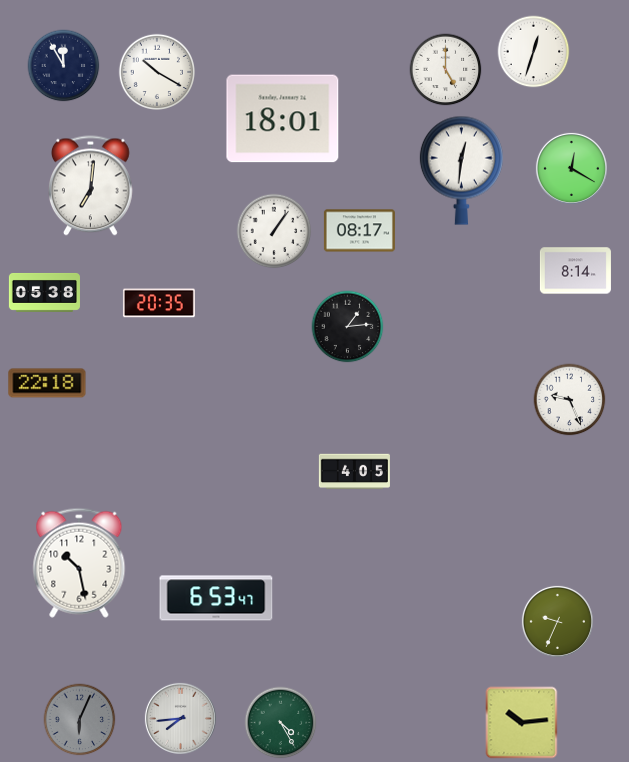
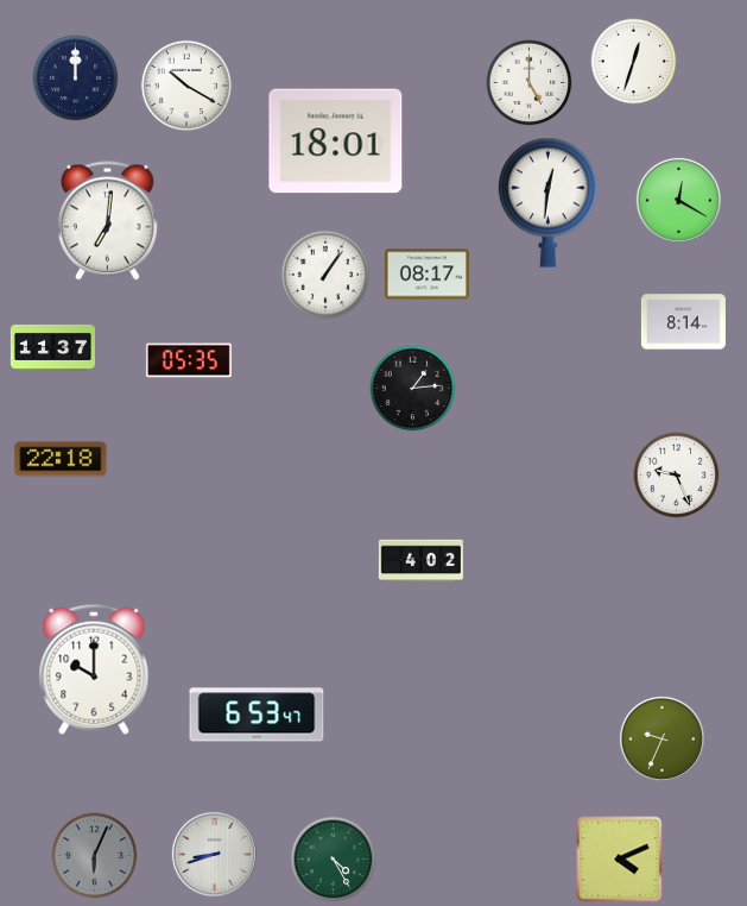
clock at (64, 66): 11:55 -> 12:00
clock at (44, 292): 05:38 -> 11:37
clock at (159, 303): 20:35 -> 05:35
clock at (47, 383) position: (47, 383) -> (61, 459)
clock at (354, 472): 4:05 -> 4:02
clock at (79, 563): 10:28 -> 10:00
clock at (216, 598) position: (216, 598) -> (257, 715)
clock at (180, 718): 7:44 -> 8:42
clock at (522, 723): 10:14 -> 4:11
